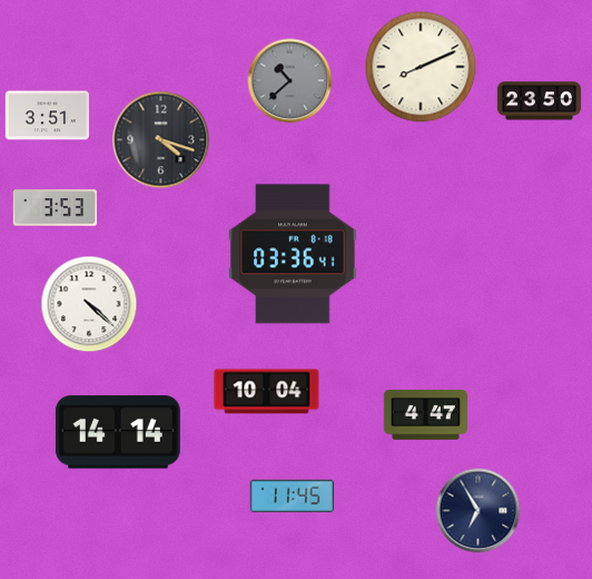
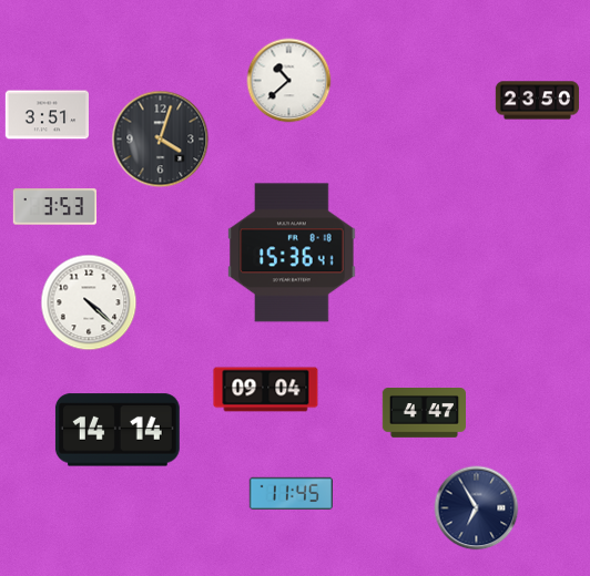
clock at (421, 67): 8:11 -> none
clock at (290, 81) dial: grey -> white
clock at (161, 140): 4:18 -> 4:03
clock at (293, 254): 03:36 -> 15:36
clock at (267, 392): 10:04 -> 09:04
